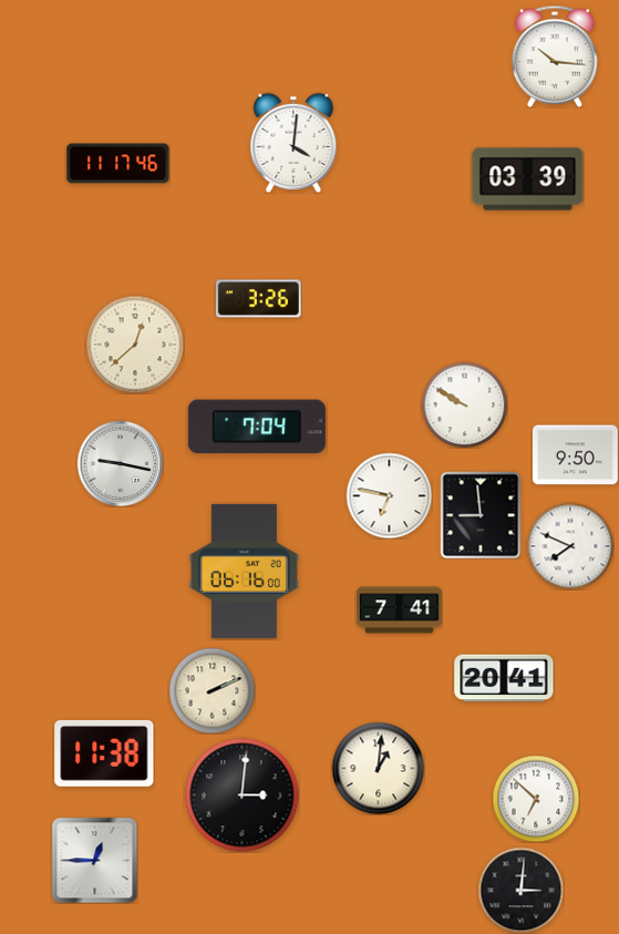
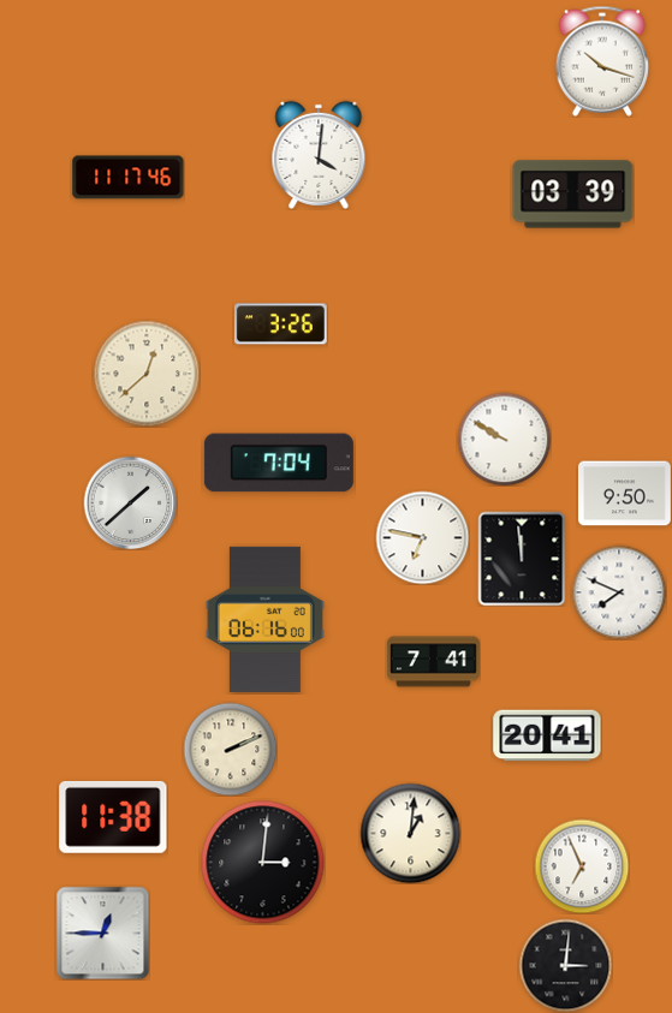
clock at (554, 57): 10:16 -> 10:18
clock at (120, 463): 9:17 -> 1:38
clock at (481, 515): 8:59 -> 11:59
clock at (536, 799): 6:52 -> 6:56
